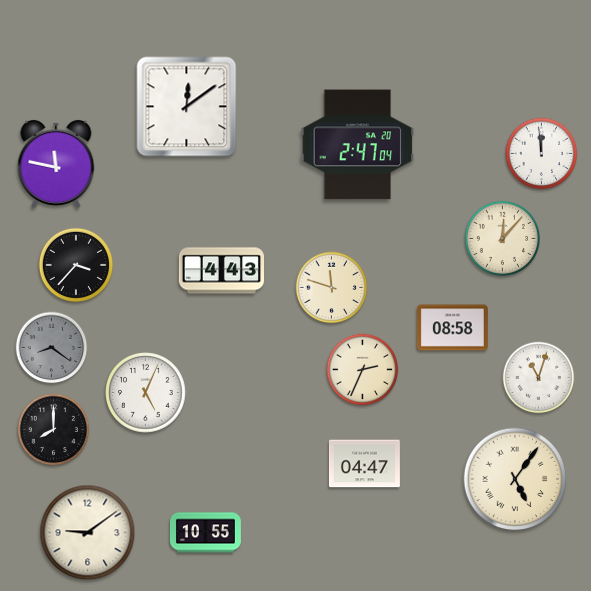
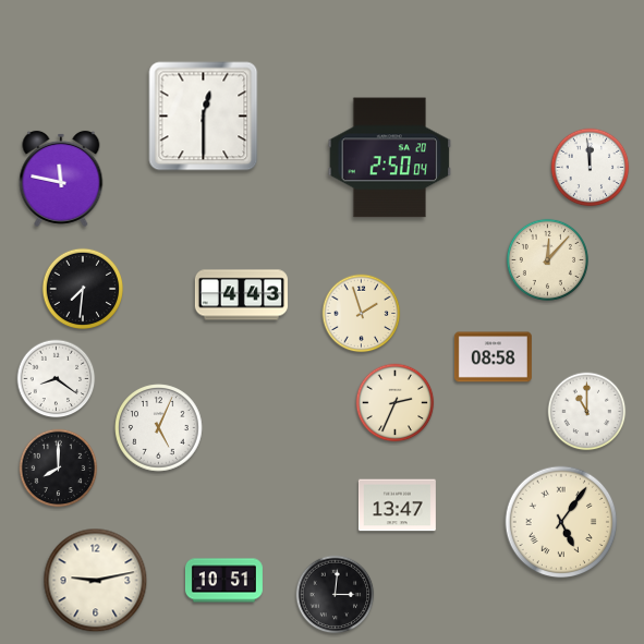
clock at (187, 107): 12:09 -> 12:30
clock at (358, 145): 2:47 -> 2:50
clock at (75, 264): 3:37 -> 7:31
clock at (332, 288): 11:48 -> 1:57
clock at (52, 348) dial: grey -> white
clock at (539, 378): 11:03 -> 11:00
clock at (364, 464): 04:47 -> 13:47
clock at (88, 533): 9:09 -> 9:13
clock at (205, 533): 10:55 -> 10:51
clock at (336, 595): none -> 3:01
